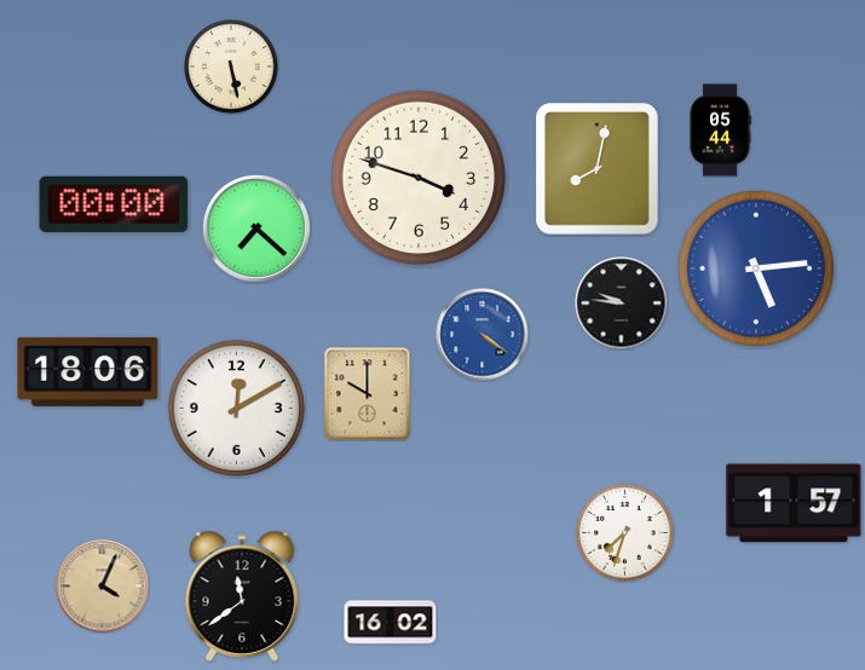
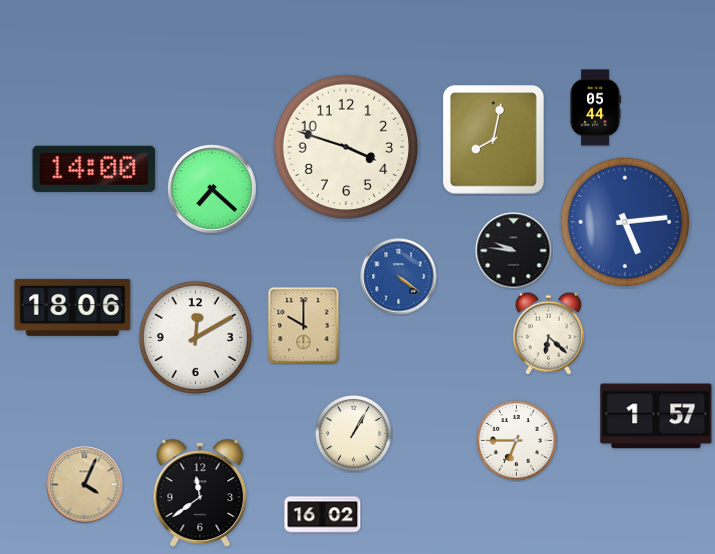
clock at (231, 67): 5:28 -> none
clock at (114, 204): 00:00 -> 14:00
clock at (548, 333): none -> 6:22
clock at (354, 434): none -> 1:05
clock at (625, 533): 7:33 -> 6:45
